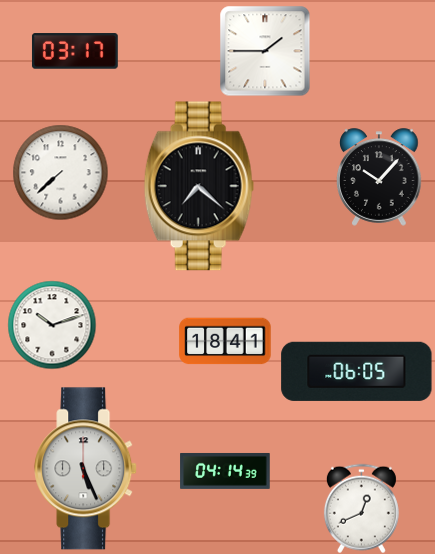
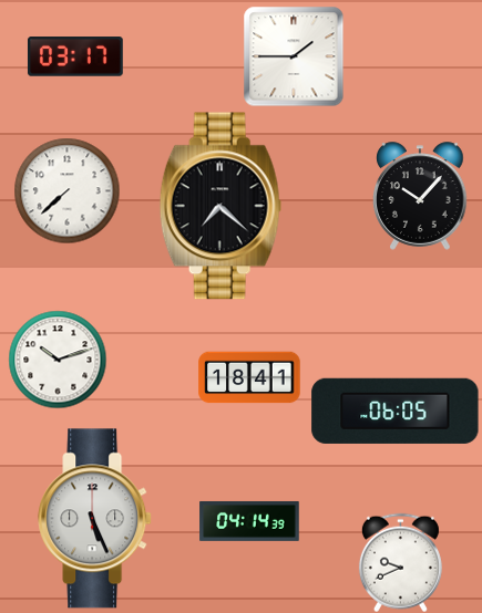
clock at (75, 51) position: (75, 51) -> (75, 56)
clock at (361, 508): 12:41 -> 9:41
